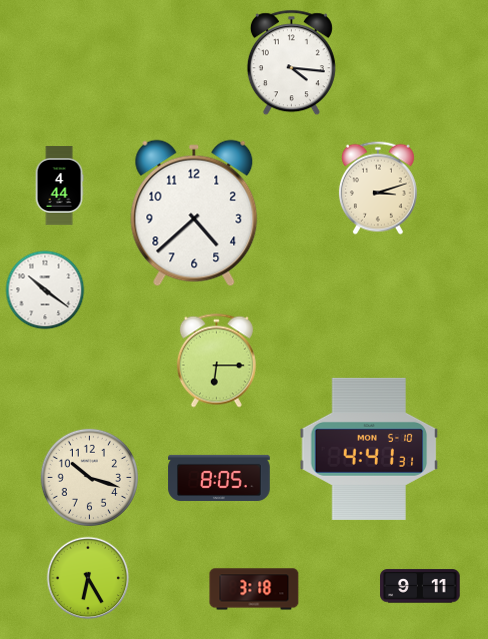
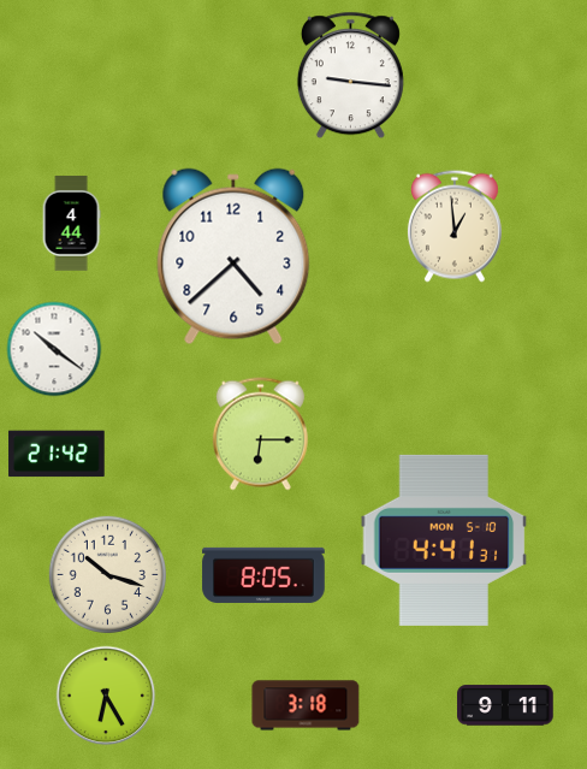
clock at (291, 63): 4:16 -> 9:16
clock at (378, 188): 3:12 -> 12:59
clock at (57, 454): none -> 21:42
clock at (254, 589) position: (254, 589) -> (306, 705)
